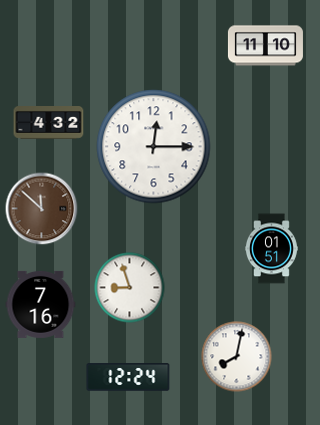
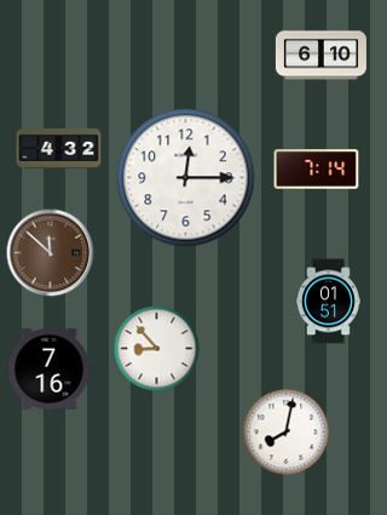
clock at (265, 46): 11:10 -> 6:10
clock at (317, 170): none -> 7:14
clock at (130, 288): 8:57 -> 8:53
clock at (128, 377): 12:24 -> none
